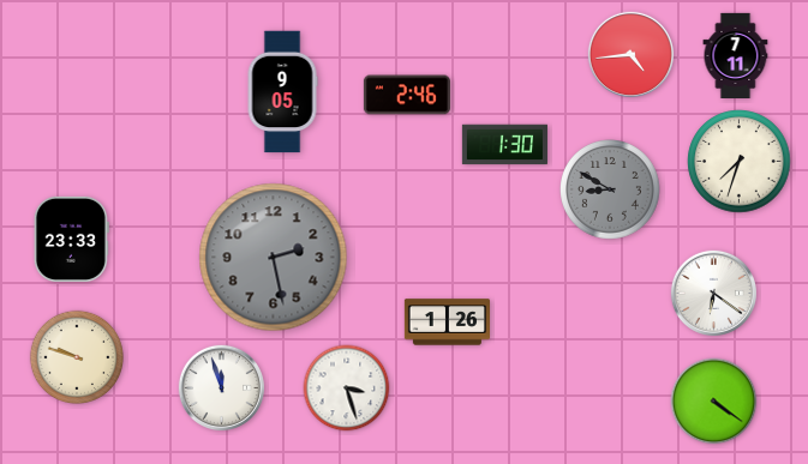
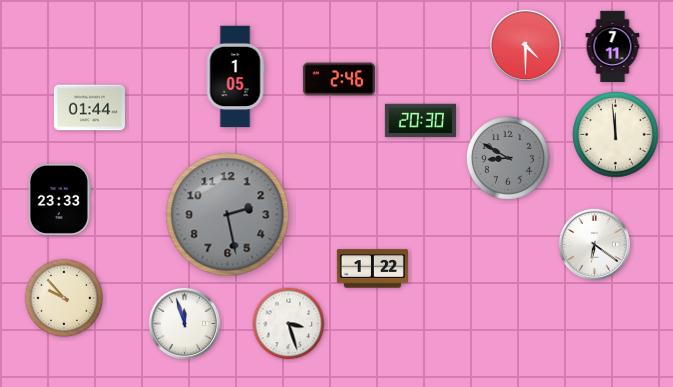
clock at (630, 54): 4:44 -> 4:30
clock at (282, 92): 9:05 -> 1:05
clock at (89, 108): none -> 01:44
clock at (504, 145): 1:30 -> 20:30
clock at (740, 162): 7:33 -> 11:59
clock at (447, 323): 1:26 -> 1:22
clock at (76, 356): 9:48 -> 9:53
clock at (714, 402): 4:21 -> none
